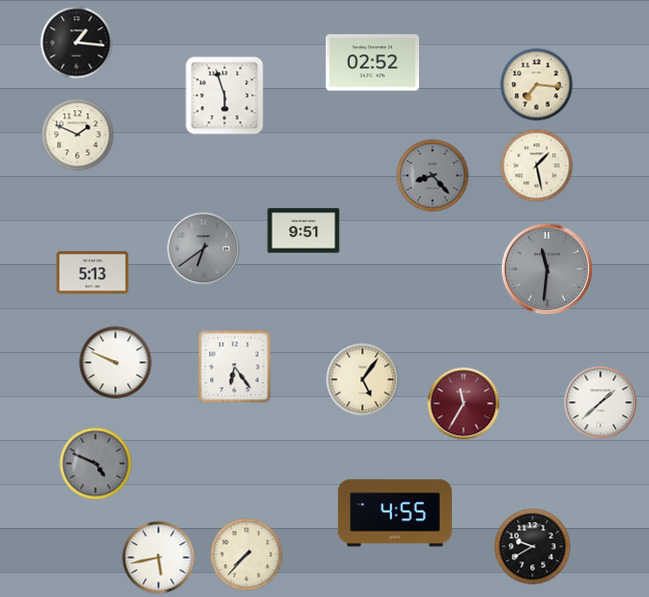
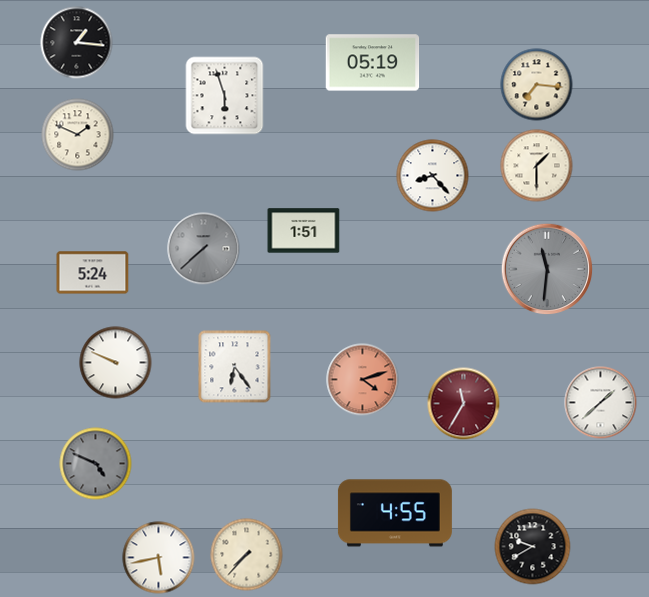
clock at (373, 63): 02:52 -> 05:19
clock at (537, 166): 1:28 -> 1:30
clock at (433, 176) dial: grey -> white
clock at (304, 231): 9:51 -> 1:51
clock at (204, 249): 6:39 -> 7:38
clock at (93, 273): 5:13 -> 5:24
clock at (363, 380): 5:06 -> 4:12
clock at (363, 380) dial: cream -> salmon
